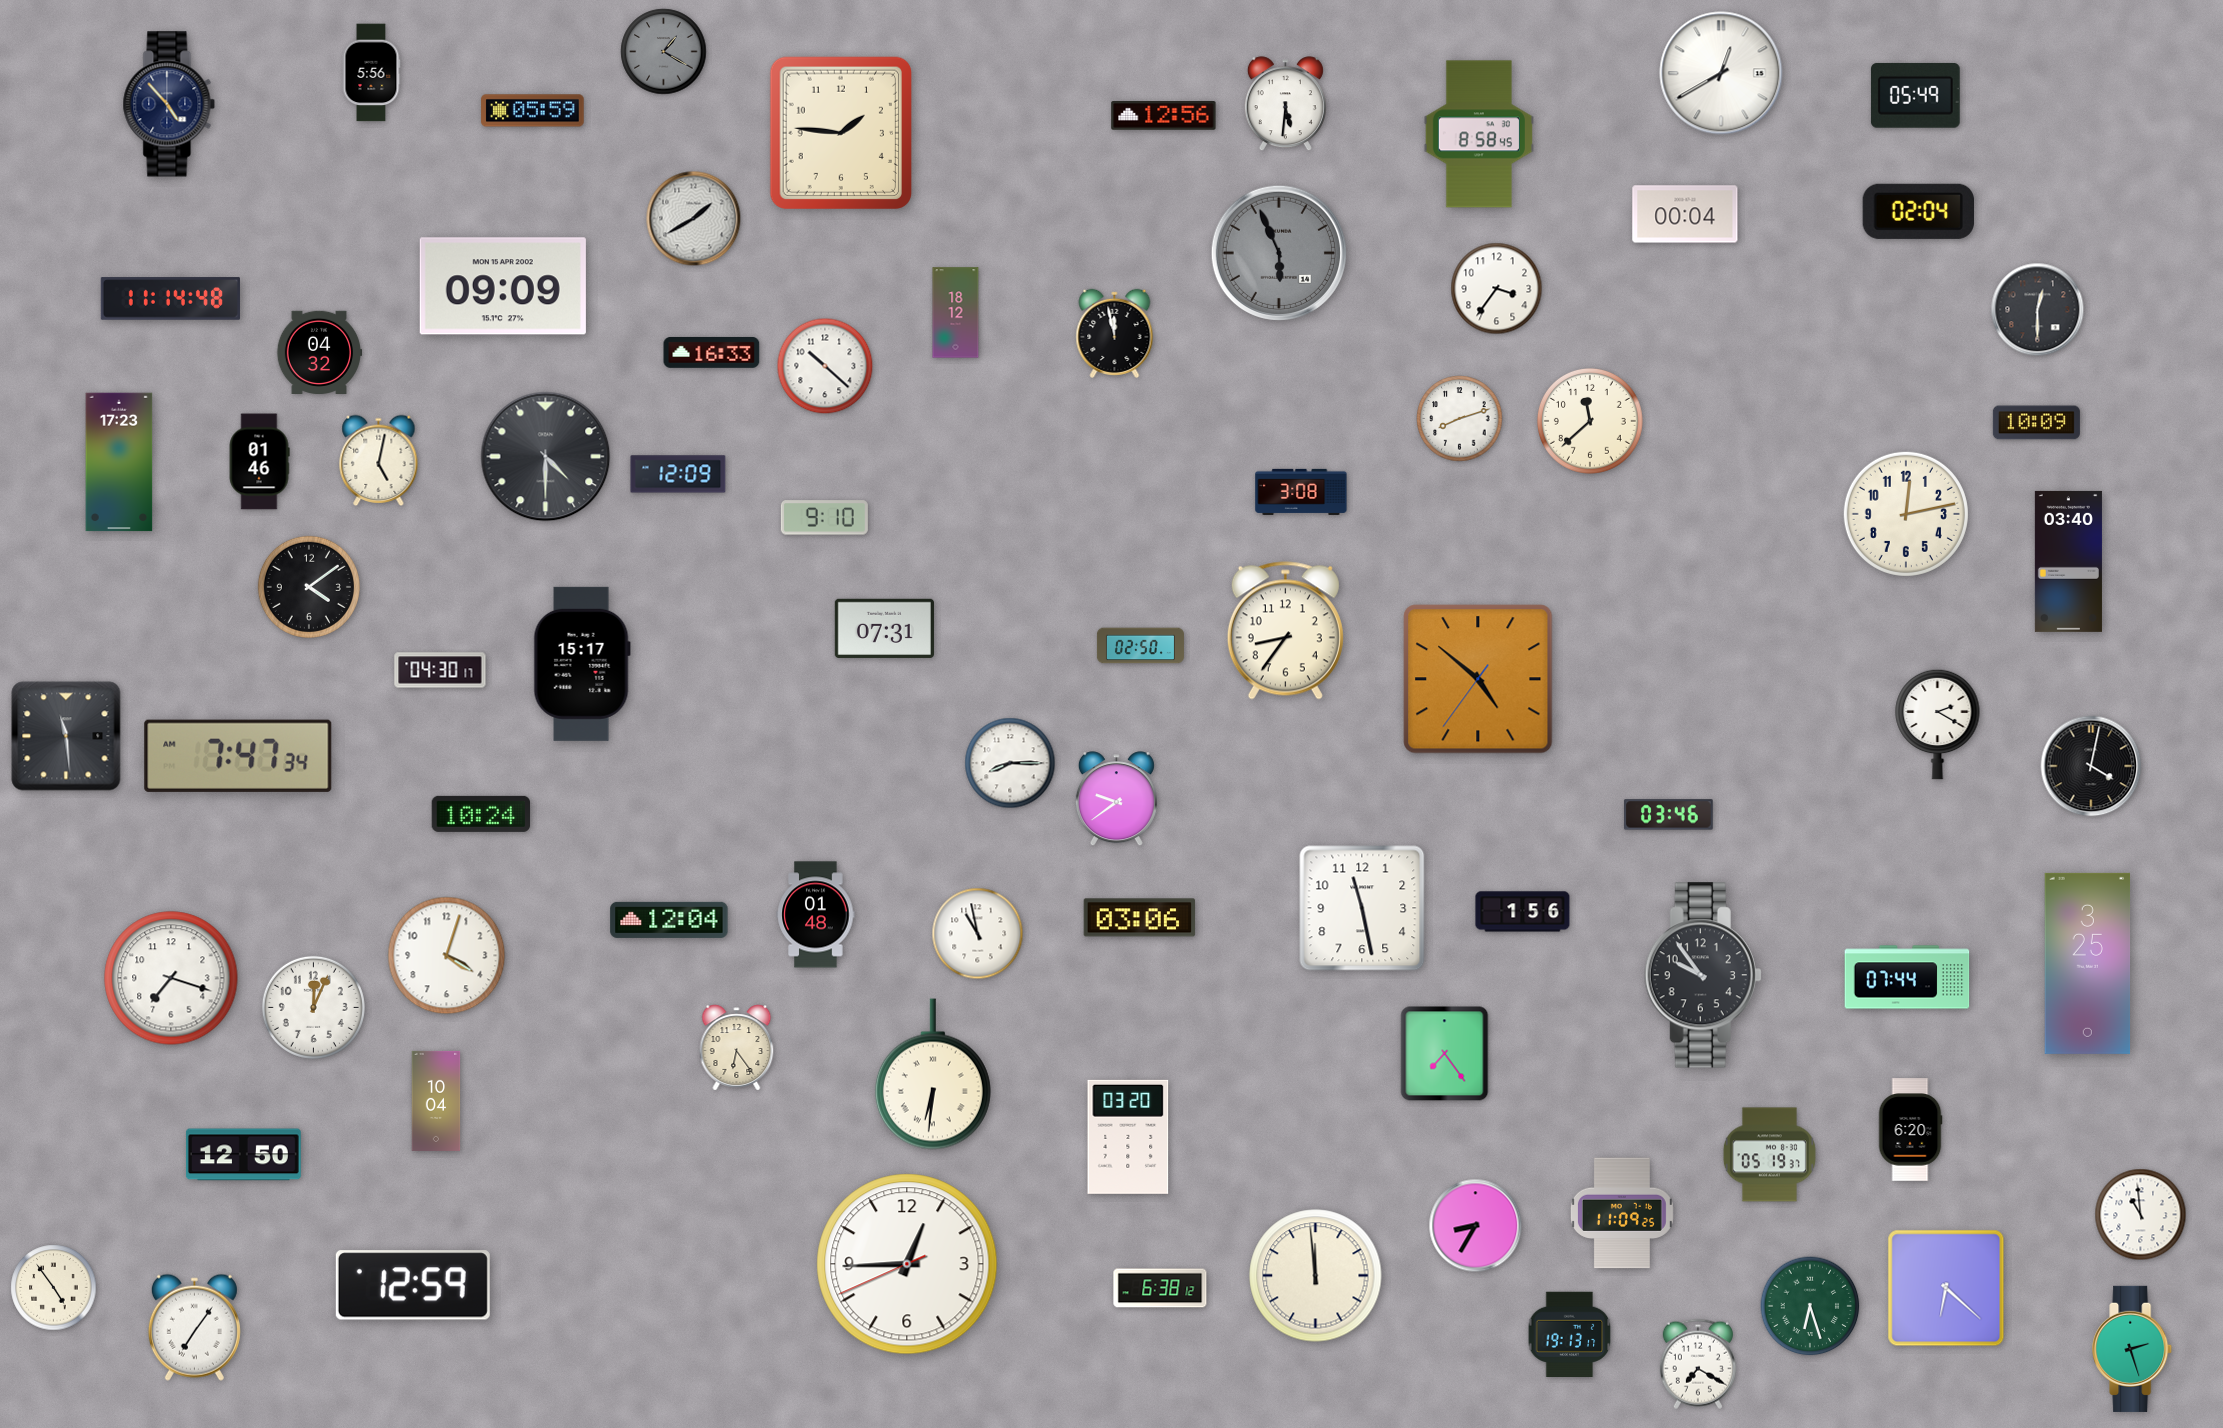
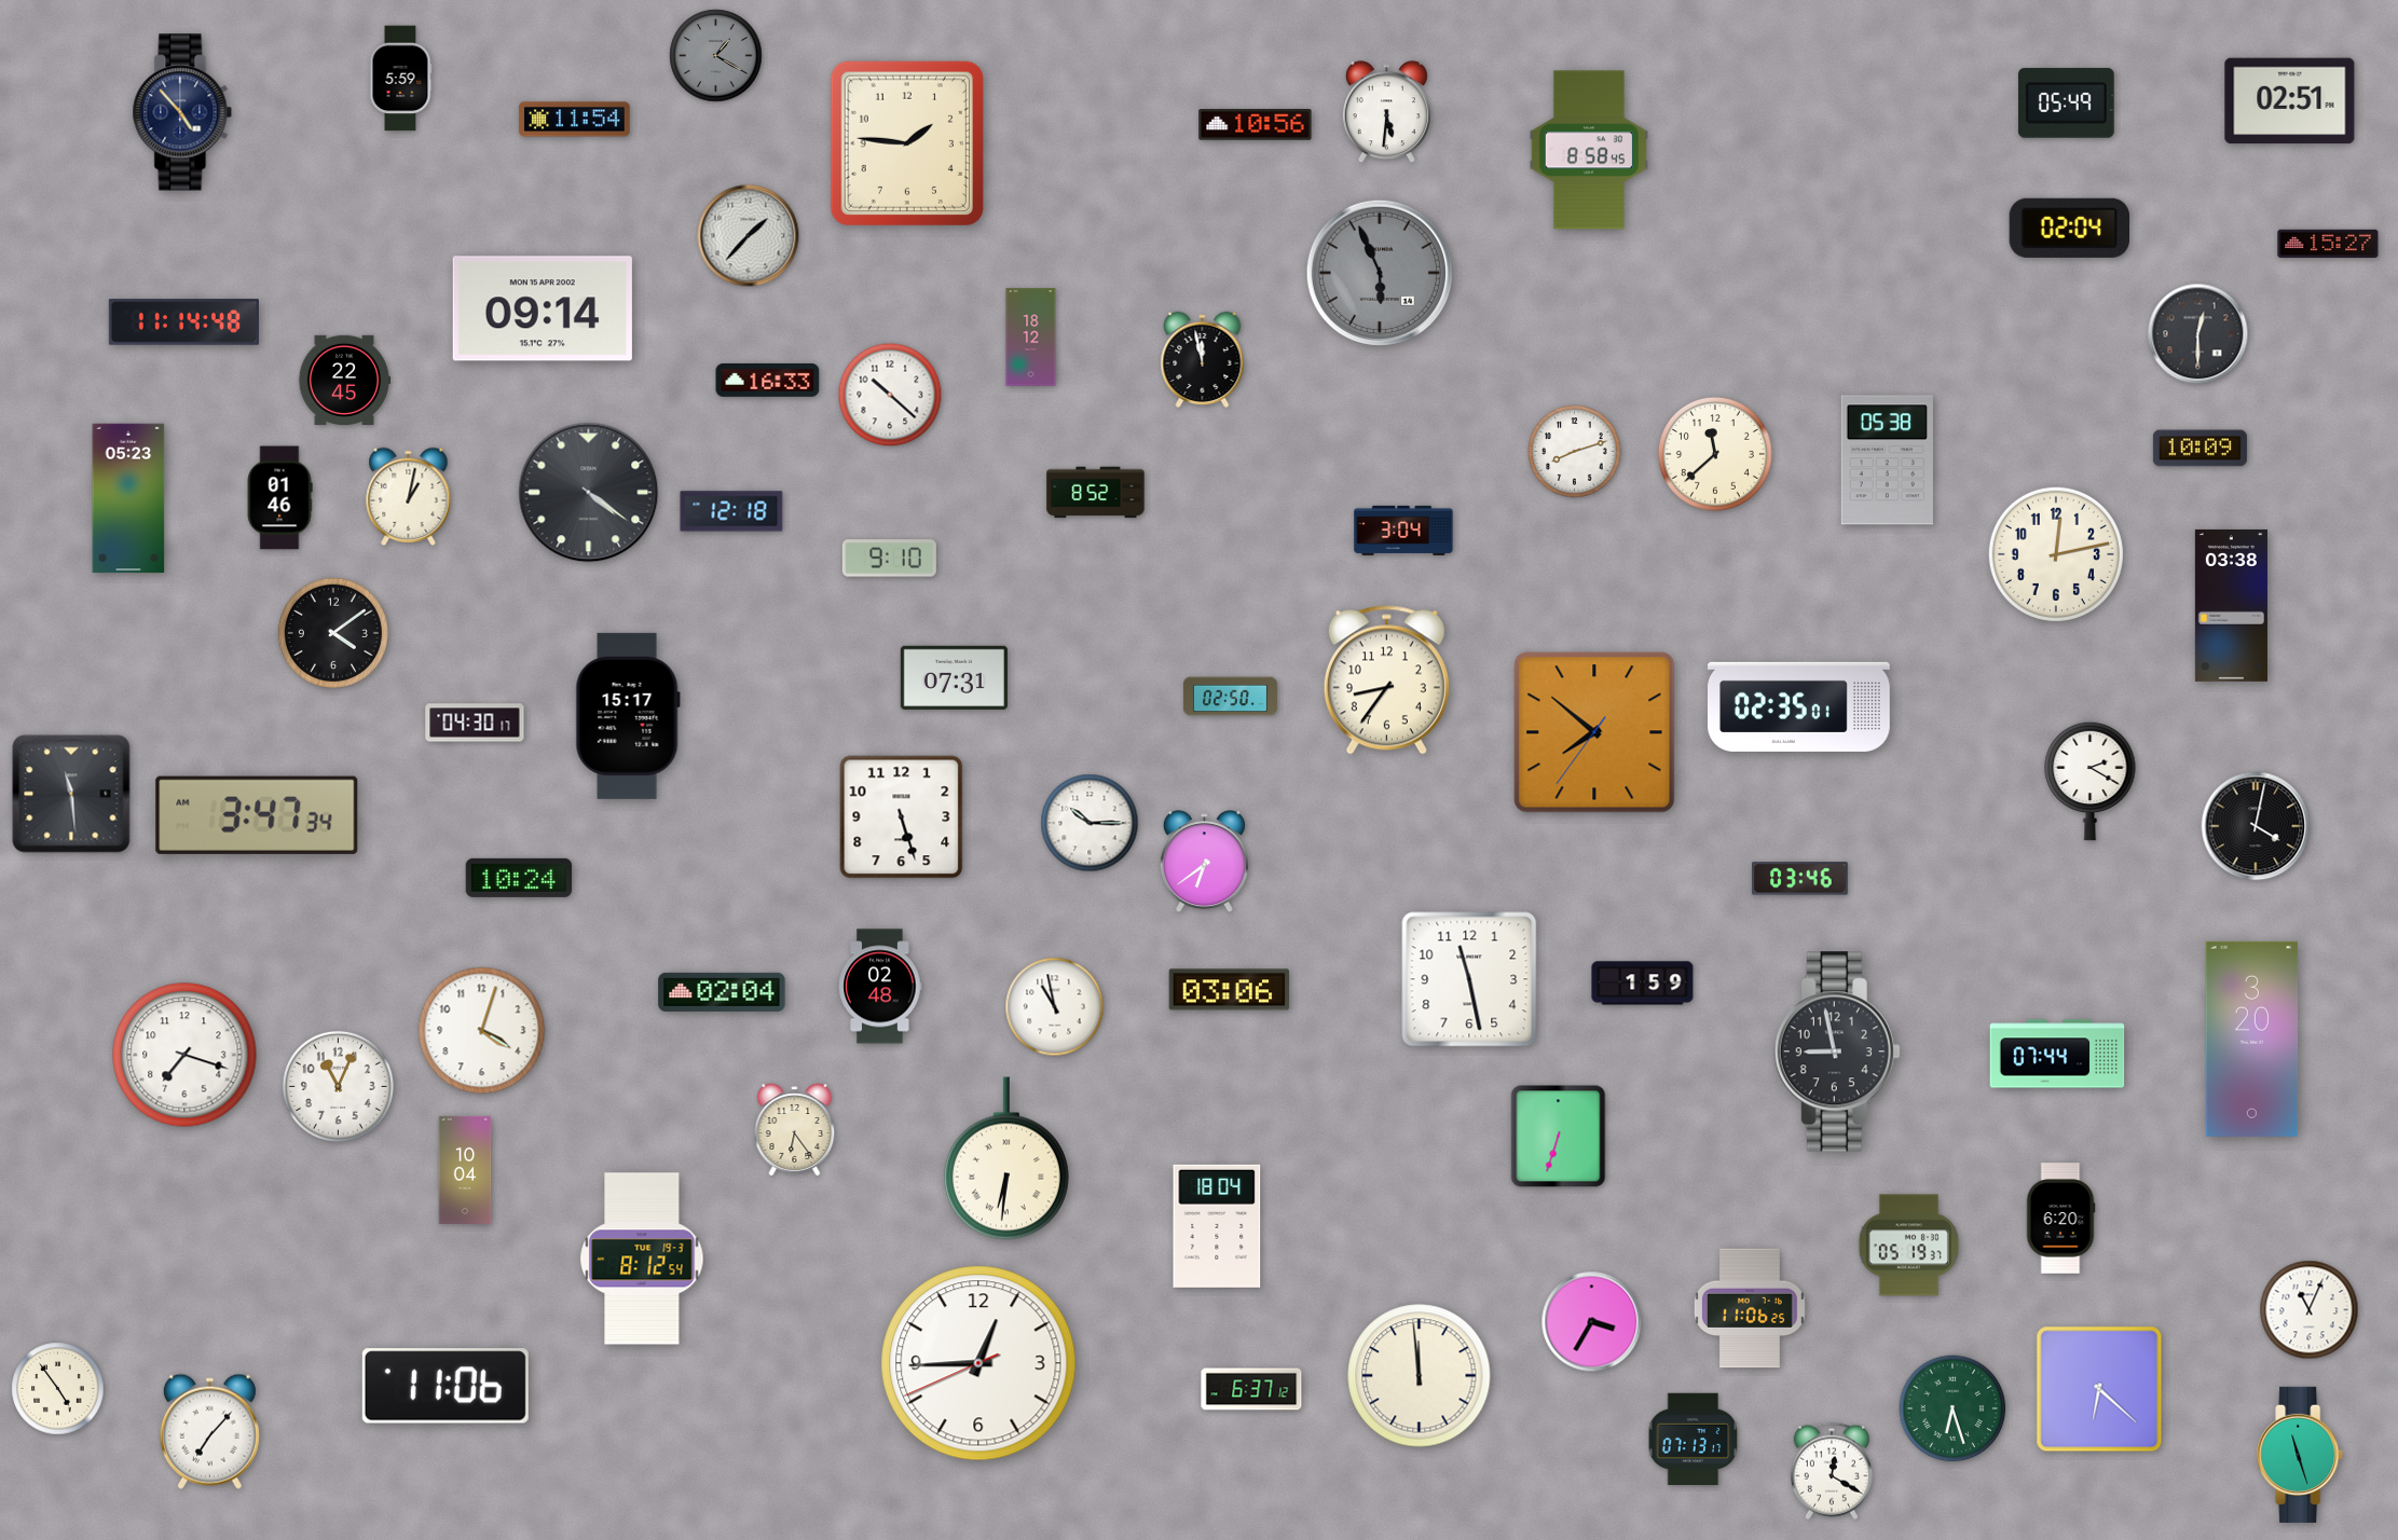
clock at (371, 73): 5:56 -> 5:59
clock at (1721, 73): 12:40 -> none
clock at (2290, 101): none -> 02:51
clock at (533, 111): 05:59 -> 11:54
clock at (1164, 116): 12:56 -> 10:56
clock at (1479, 134) position: (1479, 134) -> (1589, 150)
clock at (1685, 214): 00:04 -> none
clock at (694, 219): 1:40 -> 1:37
clock at (2328, 244): none -> 15:27
clock at (503, 286): 09:09 -> 09:14
clock at (1497, 289): 3:36 -> none
clock at (319, 352): 04:32 -> 22:45
clock at (2036, 423) position: (2036, 423) -> (2200, 449)
clock at (1887, 460): none -> 05:38
clock at (546, 457): 4:30 -> 4:21
clock at (1096, 493): none -> 8:52
clock at (379, 460): 5:02 -> 1:02
clock at (119, 462): 17:23 -> 05:23
clock at (678, 474): 12:09 -> 12:18
clock at (1301, 492): 3:08 -> 3:04
clock at (2068, 561): 03:40 -> 03:38
clock at (1799, 706): none -> 02:35
clock at (1478, 679): 4:51 -> 7:51
clock at (238, 756): 7:47 -> 3:47
clock at (902, 817): none -> 5:27
clock at (1010, 763): 8:15 -> 10:15
clock at (1116, 799): 9:39 -> 6:39
clock at (1523, 912): 1:56 -> 1:59
clock at (816, 915): 01:48 -> 02:48
clock at (669, 920): 12:04 -> 02:04
clock at (2088, 963): 3:25 -> 3:20
clock at (1703, 975): 9:54 -> 8:58
clock at (313, 1007): 12:04 -> 11:04
clock at (1445, 1054): 7:24 -> 6:33
clock at (436, 1101) position: (436, 1101) -> (465, 1170)
clock at (1128, 1137): 03:20 -> 18:04
clock at (243, 1155): 12:50 -> none
clock at (642, 1259): none -> 8:12
clock at (1622, 1213): 11:09 -> 11:06
clock at (2141, 1215): 10:59 -> 11:04
clock at (1476, 1226): 8:35 -> 3:35
clock at (413, 1285): 12:59 -> 11:06
clock at (1160, 1288): 6:38 -> 6:37
clock at (194, 1327): 7:06 -> 7:07
clock at (1570, 1334): 19:13 -> 07:13
clock at (2133, 1349): 2:27 -> 11:27
clock at (1698, 1364): 7:20 -> 12:20
